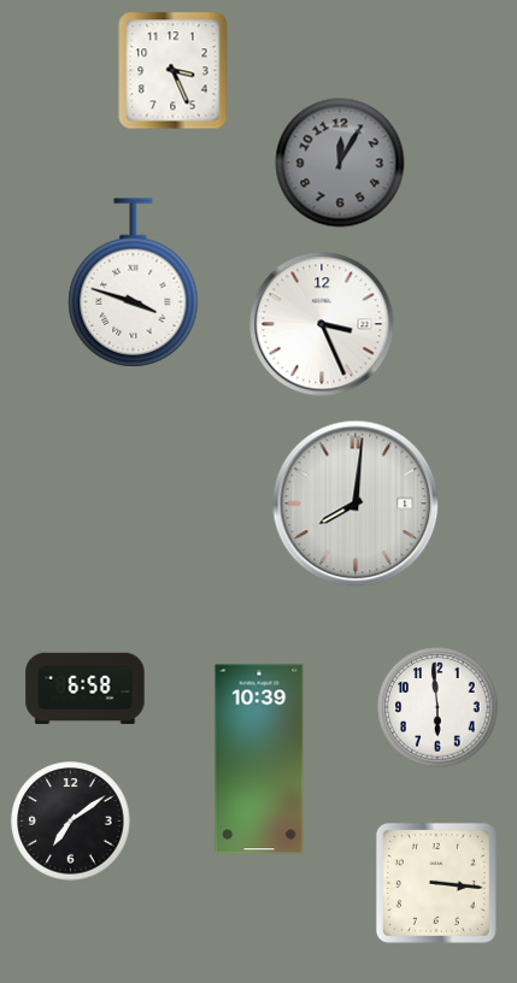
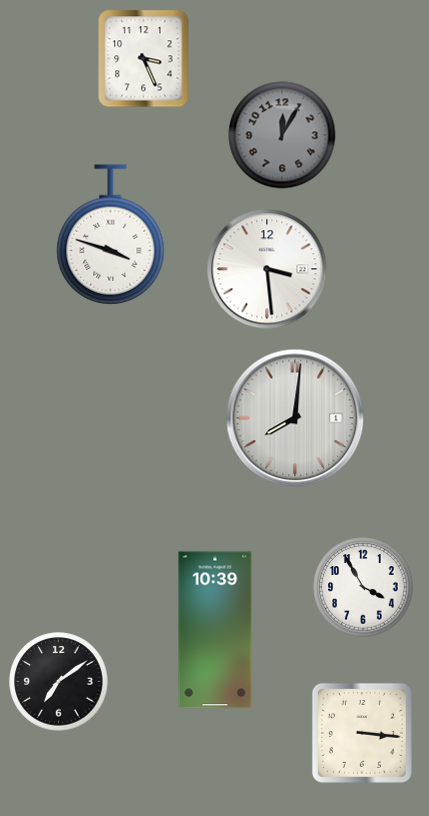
clock at (322, 324): 3:26 -> 3:29
clock at (86, 688): 6:58 -> none
clock at (437, 707): 5:59 -> 3:55
